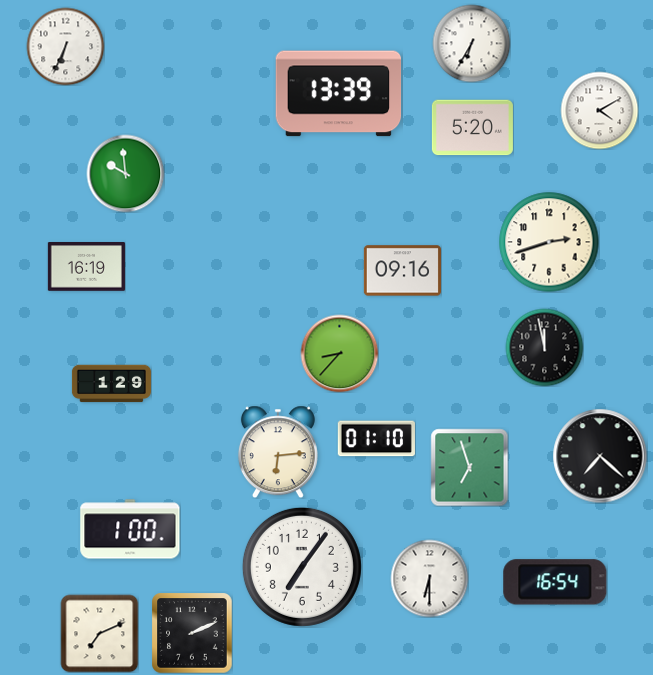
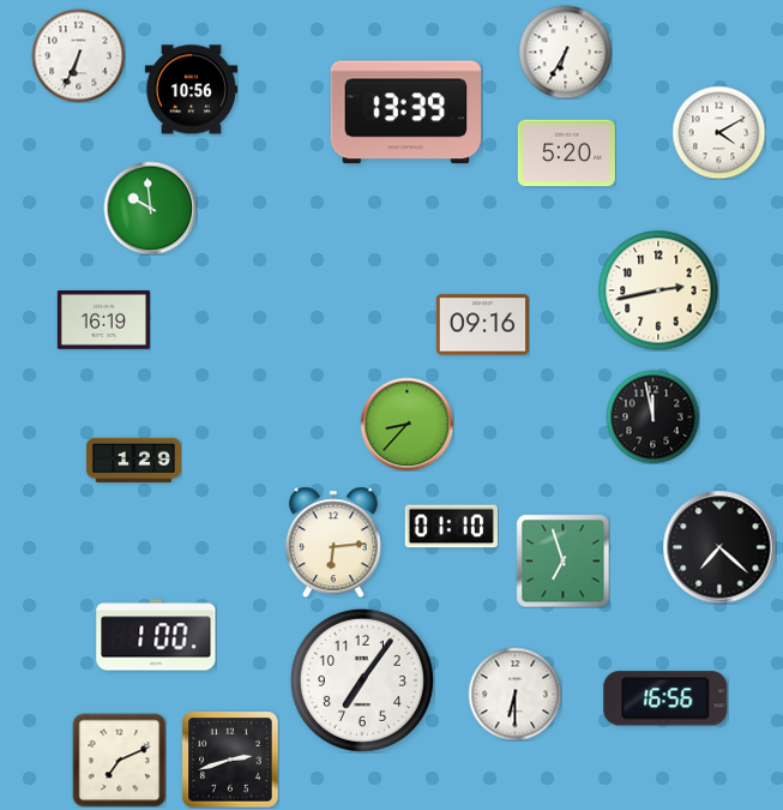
clock at (191, 90): none -> 10:56
clock at (549, 242): 2:42 -> 2:43
clock at (555, 582): 16:54 -> 16:56
clock at (192, 633): 2:11 -> 2:42
